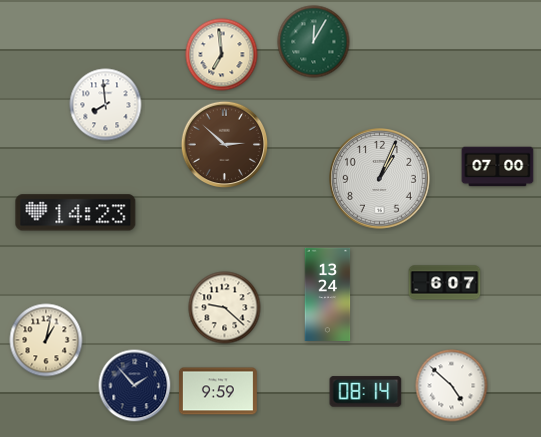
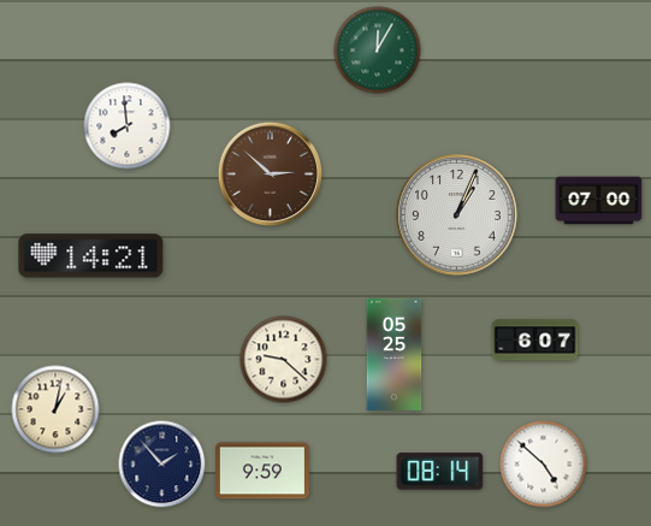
clock at (222, 55): 6:59 -> none
clock at (76, 213): 14:23 -> 14:21
clock at (328, 294): 13:24 -> 05:25
clock at (225, 308) position: (225, 308) -> (284, 360)
